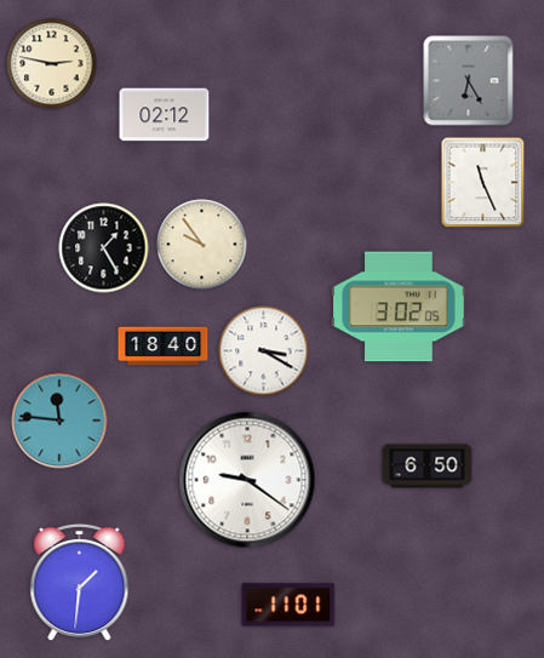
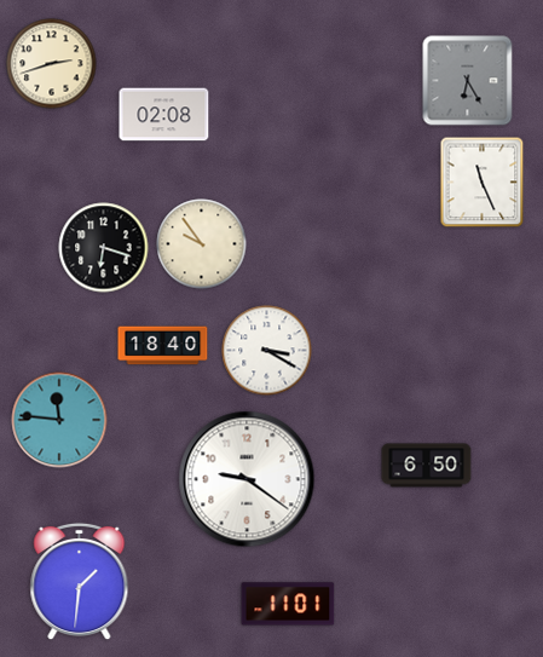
clock at (52, 64): 2:47 -> 2:42
clock at (165, 115): 02:12 -> 02:08
clock at (104, 248): 1:25 -> 6:18
clock at (399, 307): 3:02 -> none
clock at (264, 351) position: (264, 351) -> (267, 351)
